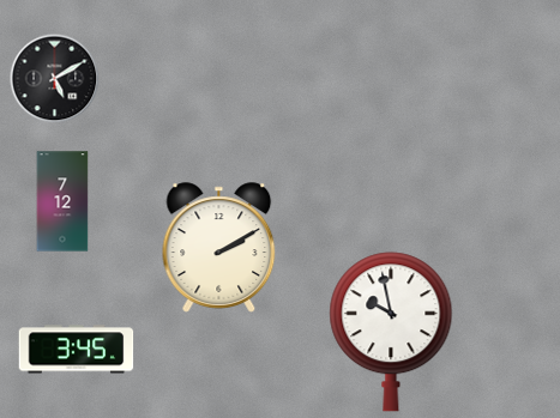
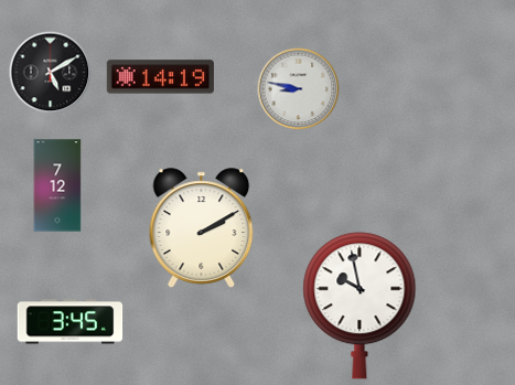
clock at (160, 77): none -> 14:19
clock at (299, 89): none -> 8:47
